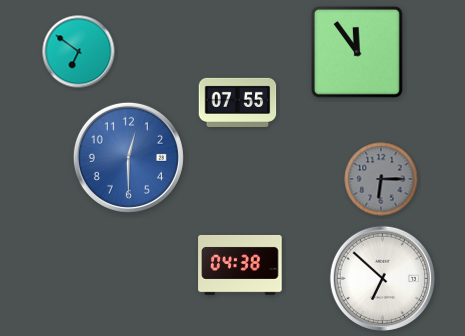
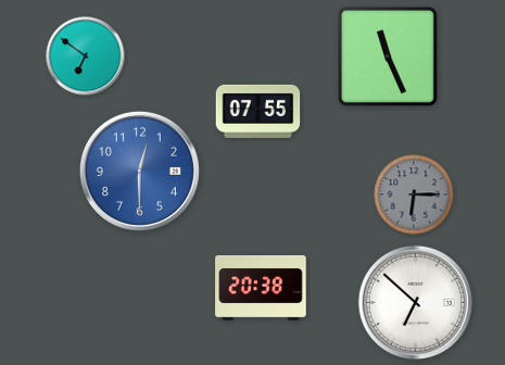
clock at (357, 52): 11:54 -> 11:26
clock at (240, 265): 04:38 -> 20:38
